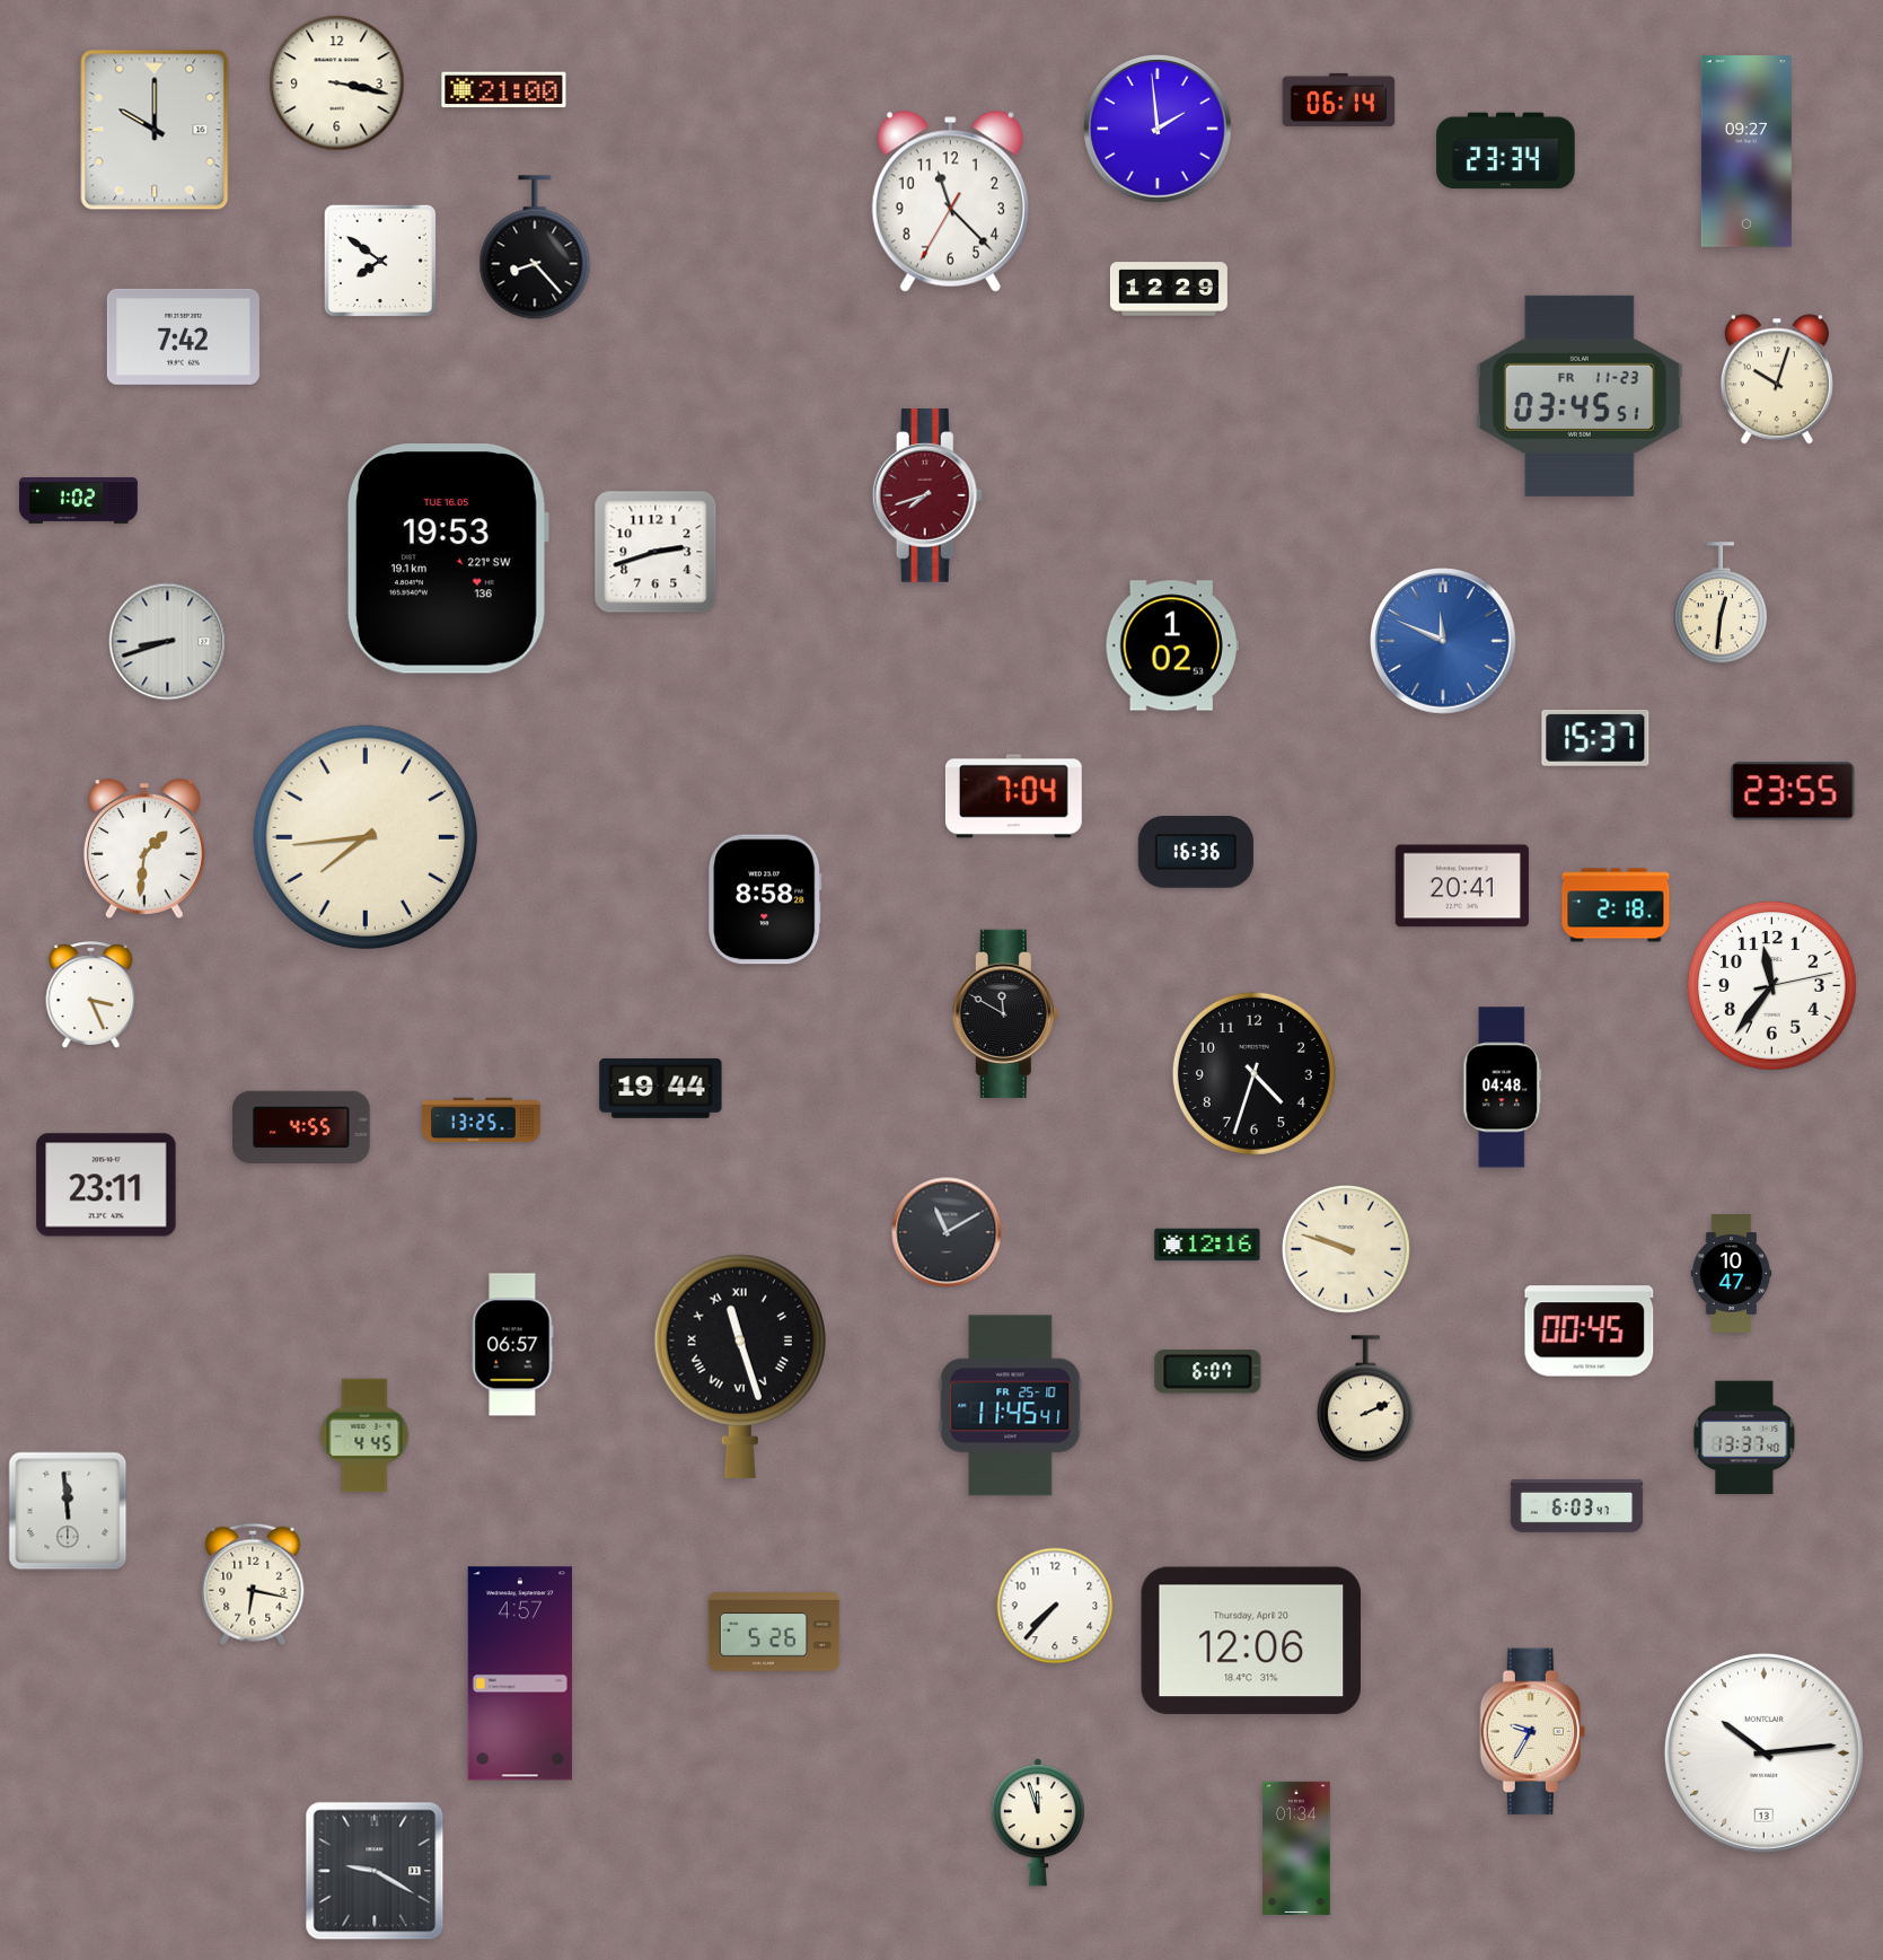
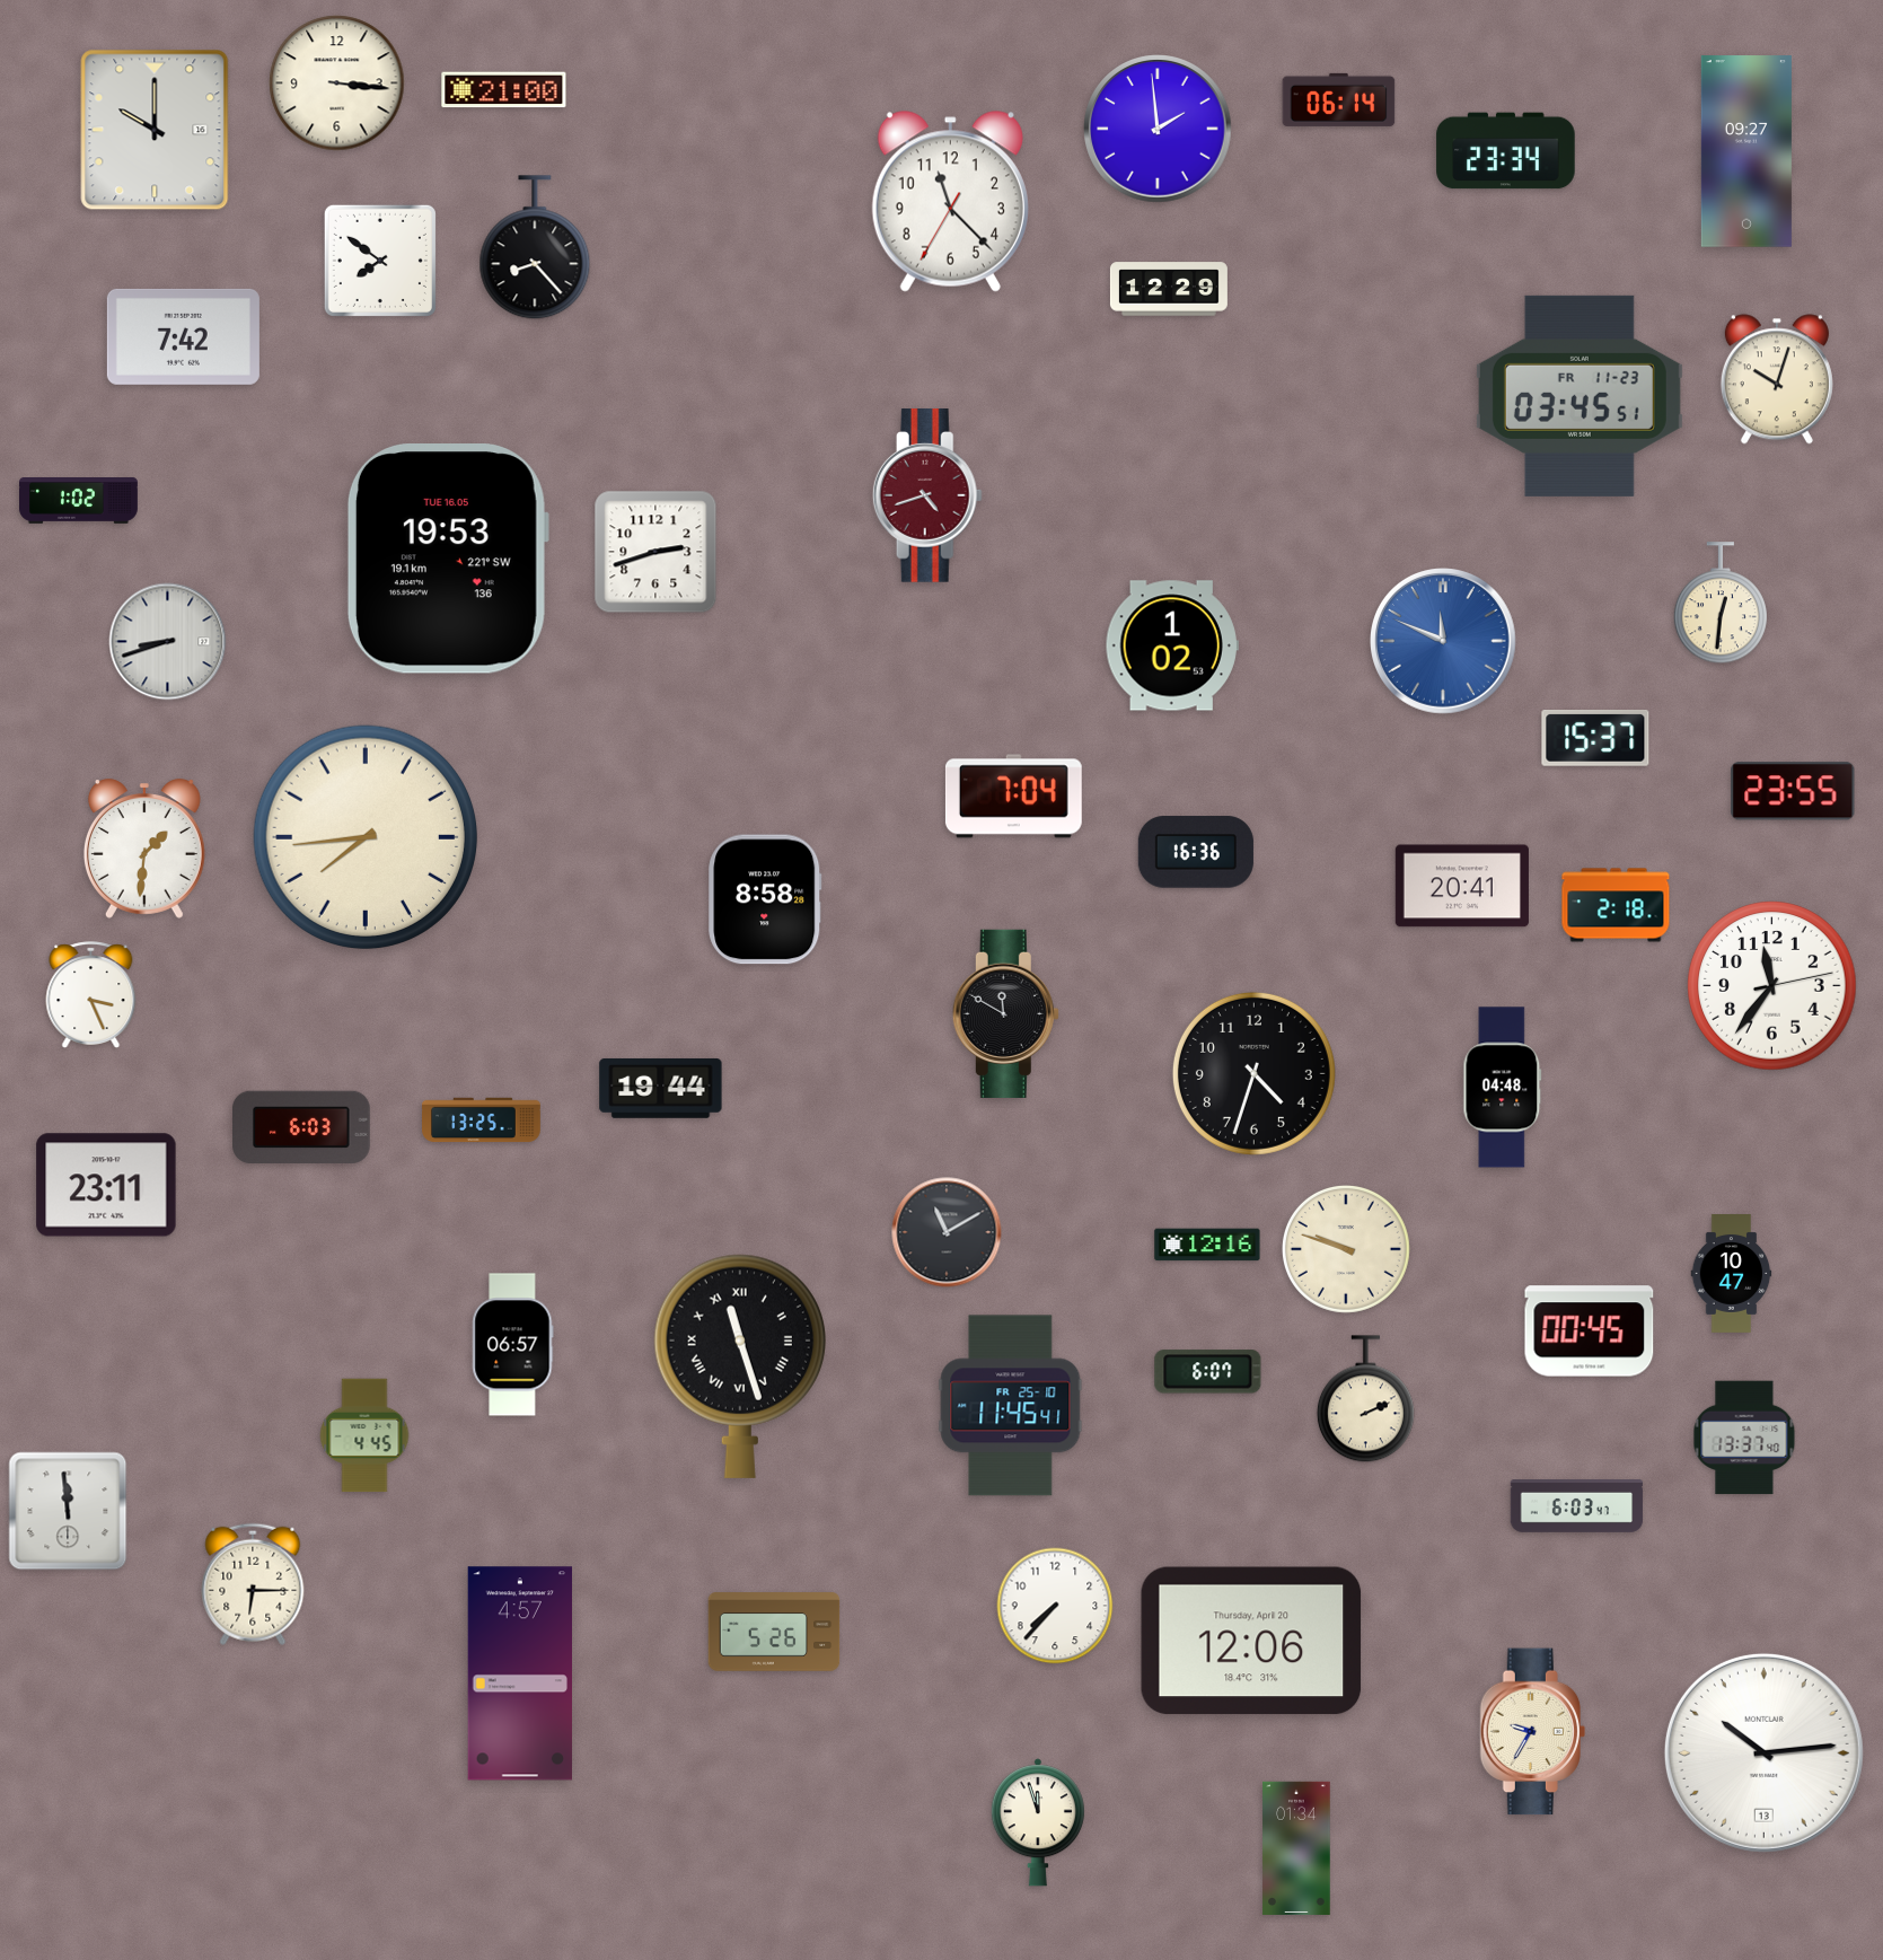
clock at (337, 84): 3:17 -> 3:16
clock at (927, 496): 7:42 -> 4:42
clock at (302, 1126): 4:55 -> 6:03
clock at (253, 1584): 6:17 -> 6:15
clock at (375, 1871): 9:20 -> none
